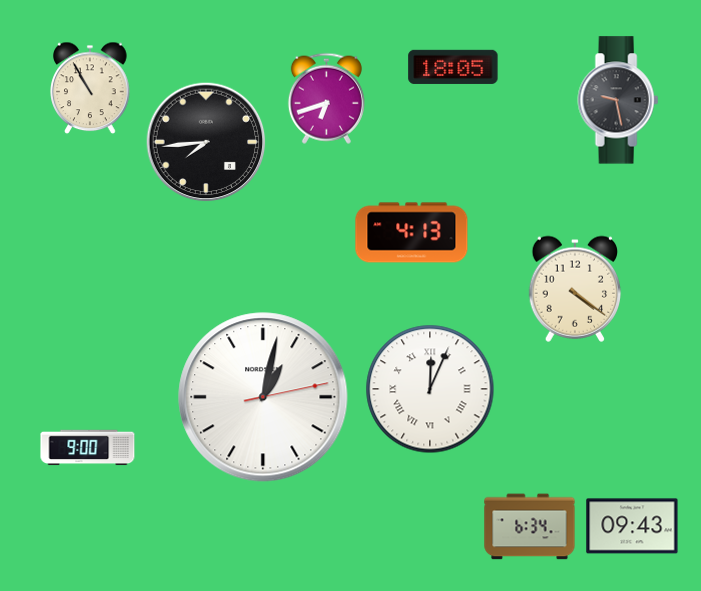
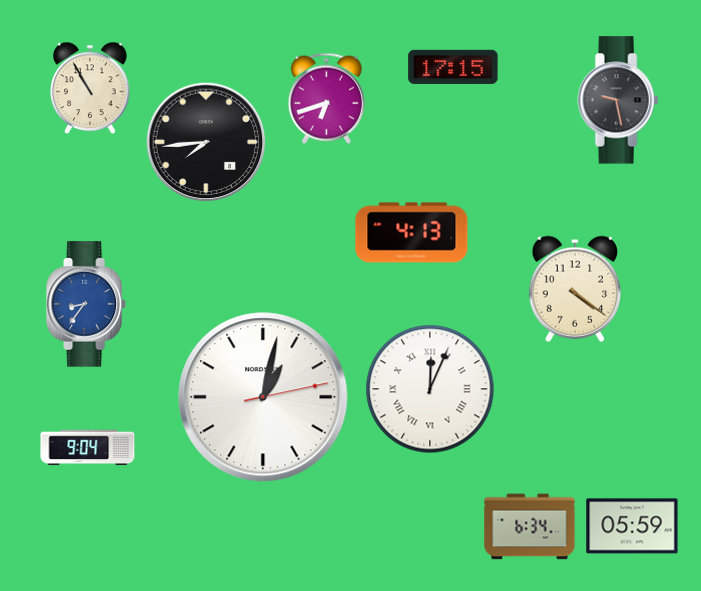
clock at (453, 67): 18:05 -> 17:15
clock at (87, 304): none -> 8:36
clock at (88, 448): 9:00 -> 9:04
clock at (632, 526): 09:43 -> 05:59
